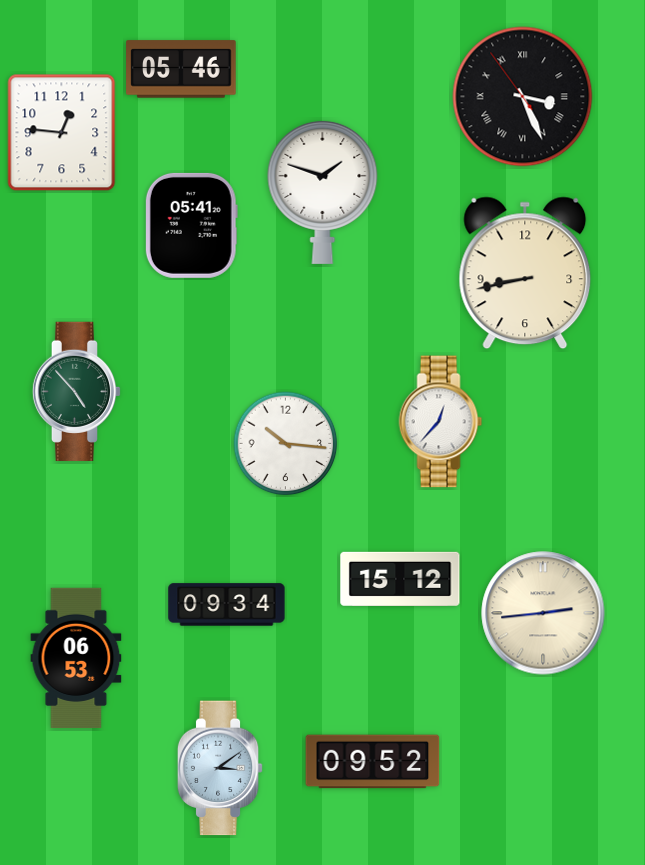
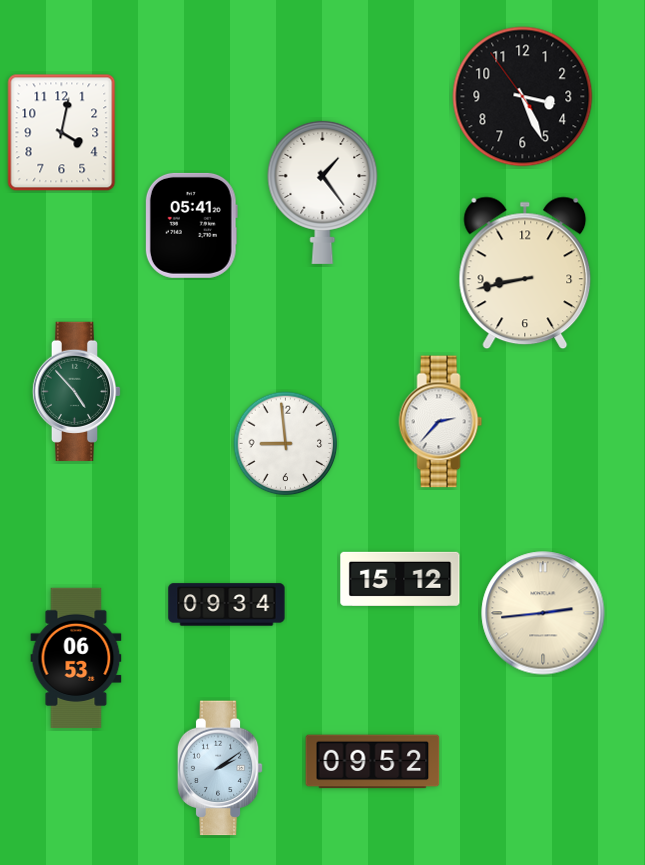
clock at (181, 69): 05:46 -> none
clock at (523, 97) numerals: Roman -> Arabic
clock at (62, 133): 12:46 -> 4:02
clock at (323, 192): 1:48 -> 1:24
clock at (441, 422): 12:37 -> 2:37
clock at (286, 444): 10:16 -> 8:59
clock at (220, 768): 3:09 -> 2:09
